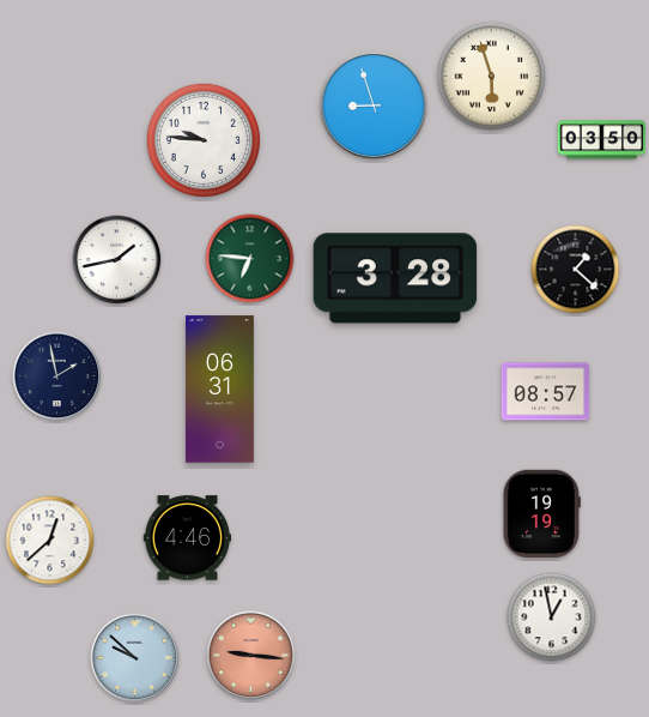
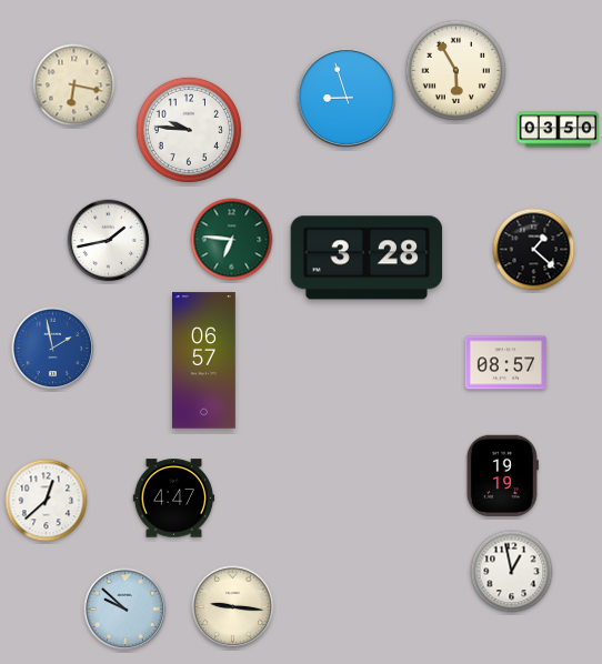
clock at (492, 77): 5:57 -> 5:55
clock at (74, 85): none -> 6:17
clock at (57, 376) dial: navy -> blue
clock at (219, 390): 06:31 -> 06:57
clock at (188, 538): 4:46 -> 4:47
clock at (251, 656) dial: salmon -> cream
